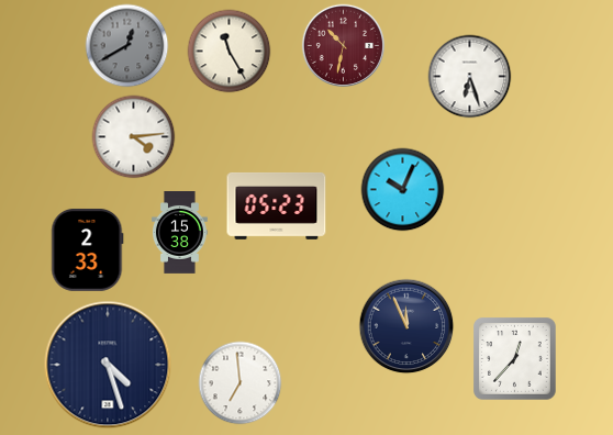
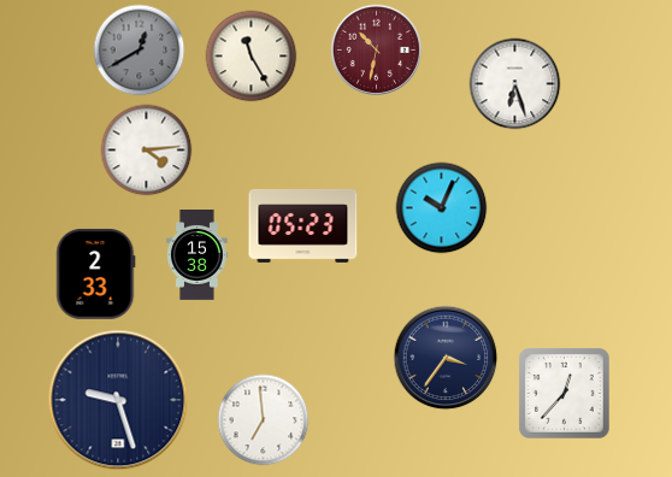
clock at (406, 326): 11:56 -> 3:36
clock at (108, 365): 4:27 -> 9:27
